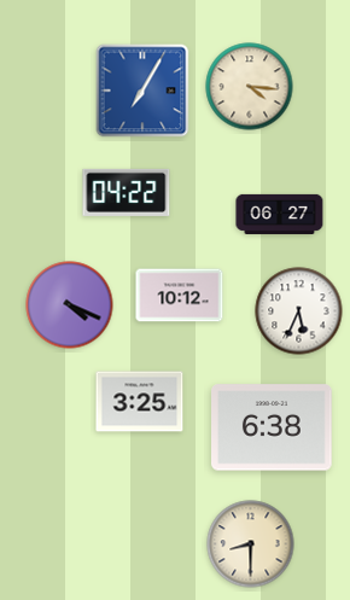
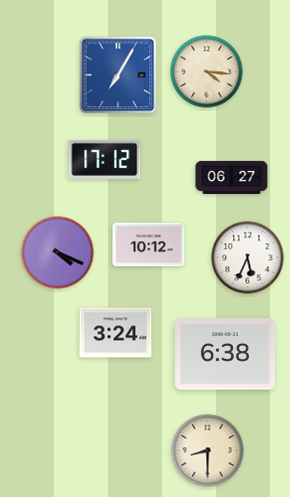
clock at (127, 192): 04:22 -> 17:12
clock at (140, 402): 3:25 -> 3:24
